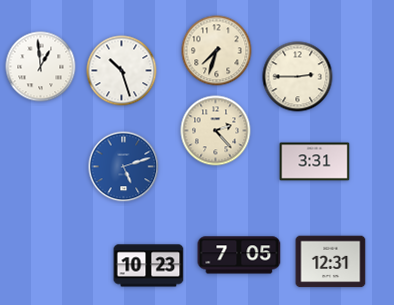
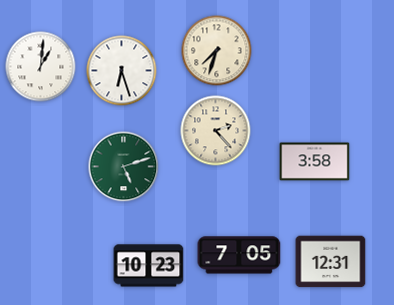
clock at (41, 67): 12:59 -> 1:01
clock at (122, 71): 10:27 -> 6:27
clock at (298, 77): 2:45 -> none
clock at (315, 162): 3:31 -> 3:58
clock at (124, 167) dial: blue -> green
